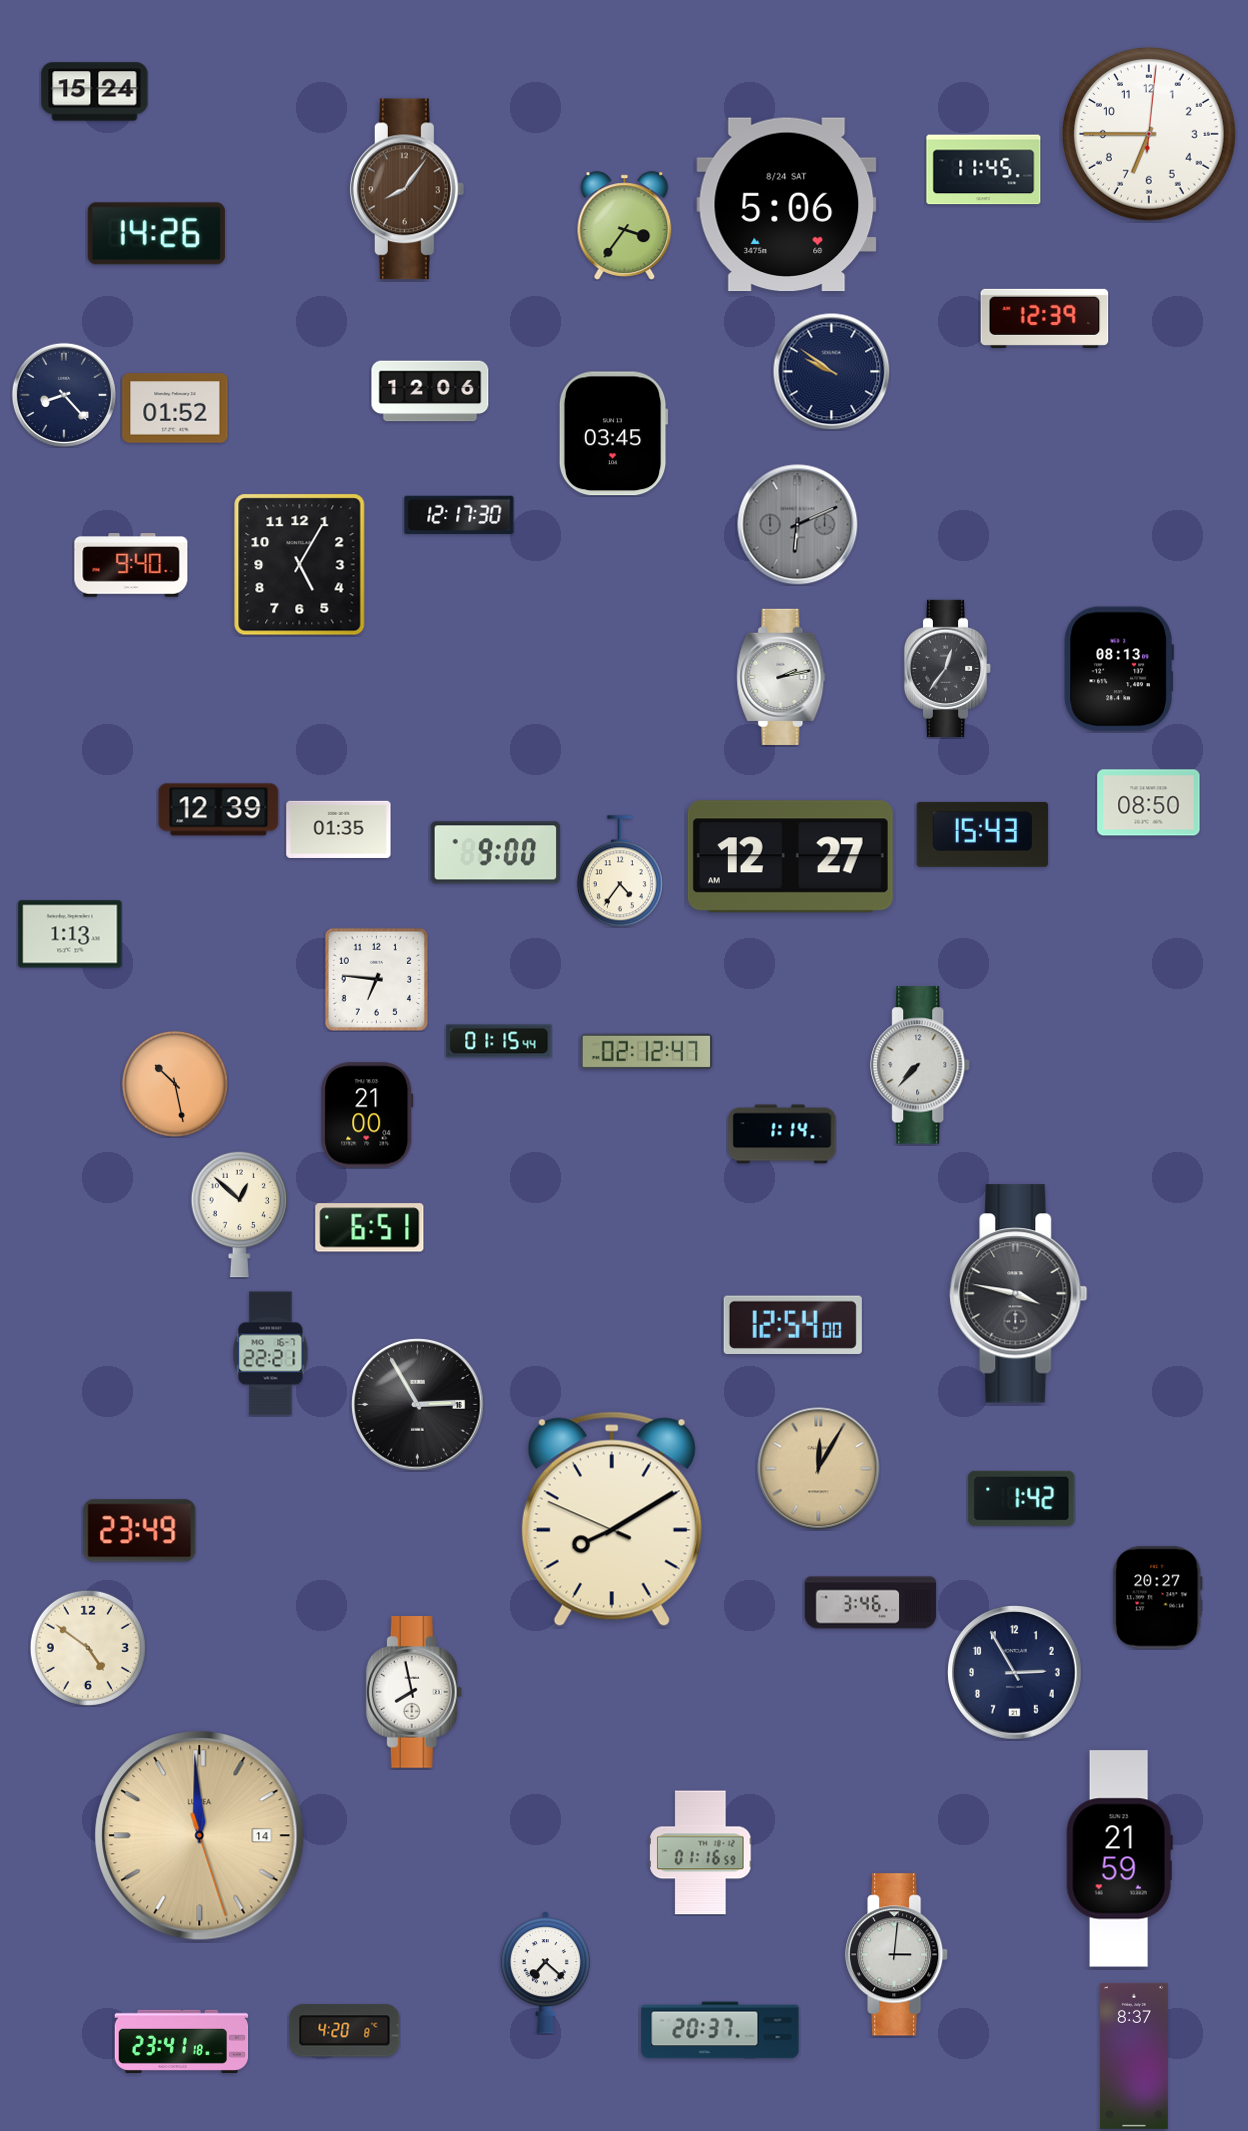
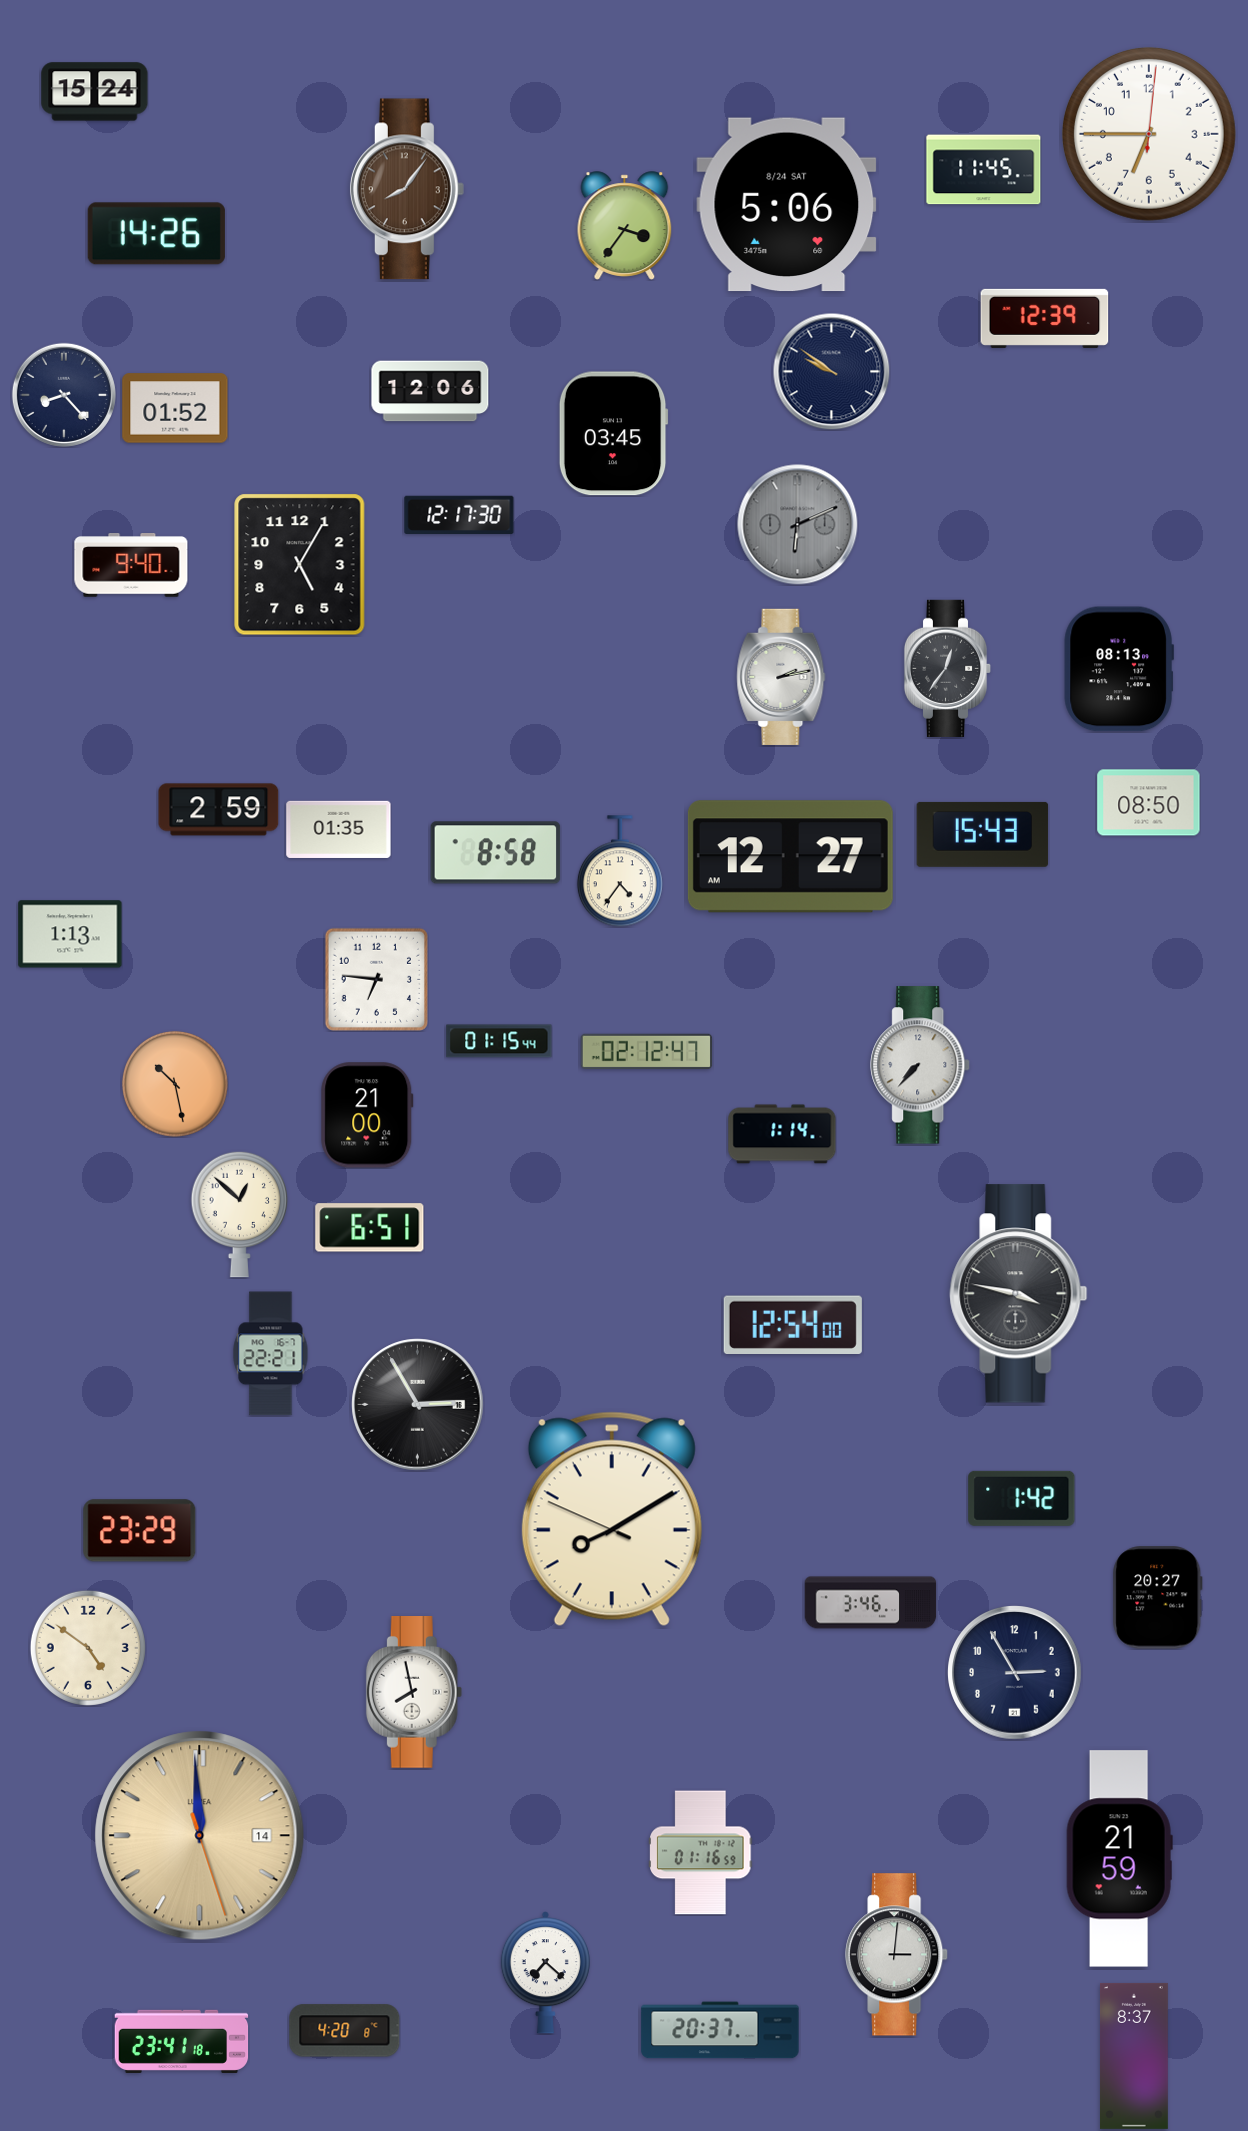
clock at (219, 810): 12:39 -> 2:59
clock at (496, 853): 9:00 -> 8:58
clock at (819, 1469): 12:05 -> none
clock at (140, 1531): 23:49 -> 23:29
